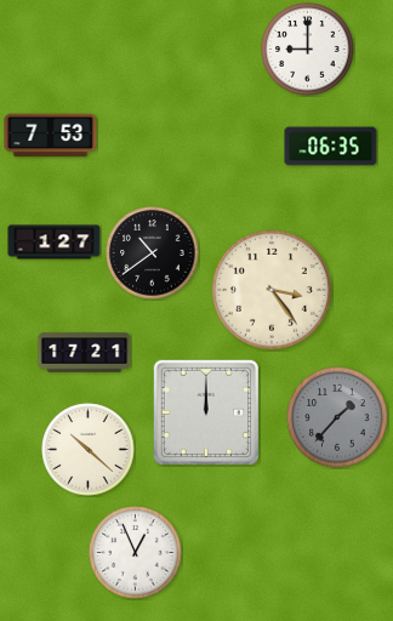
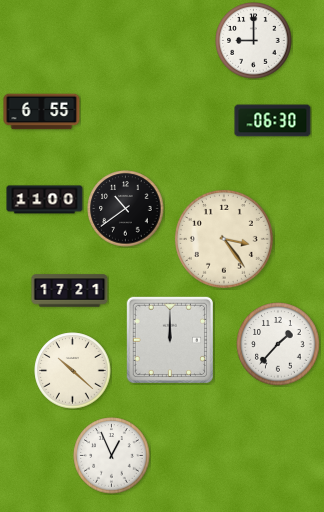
clock at (51, 136): 7:53 -> 6:55
clock at (331, 147): 06:35 -> 06:30
clock at (55, 243): 1:27 -> 11:00
clock at (337, 417) dial: grey -> white
